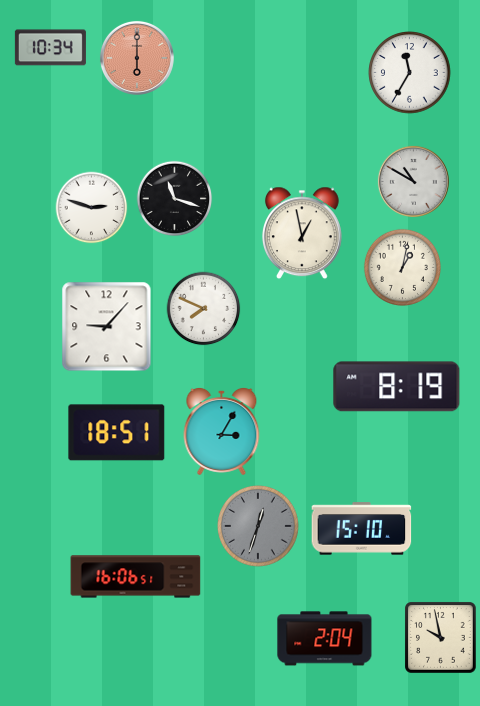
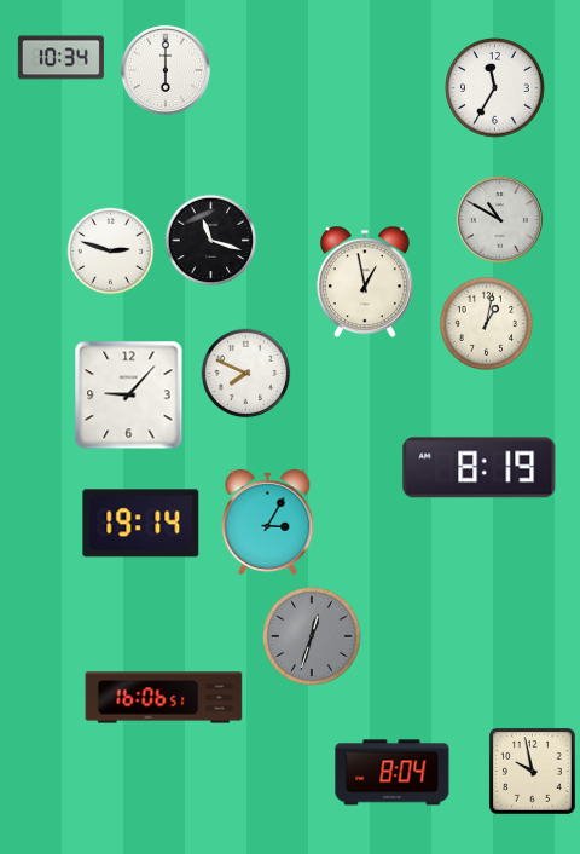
clock at (137, 58) dial: salmon -> white
clock at (117, 433): 18:51 -> 19:14
clock at (362, 529): 15:10 -> none
clock at (325, 639): 2:04 -> 8:04
